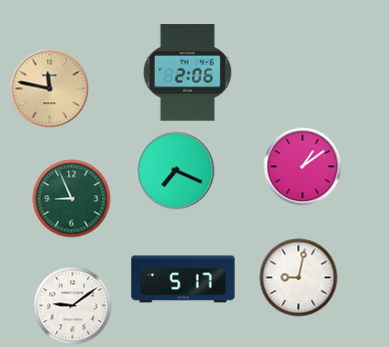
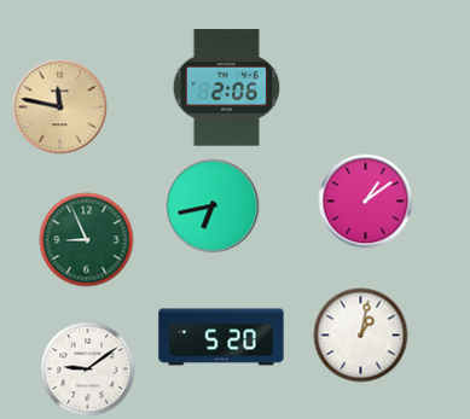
clock at (175, 170): 7:19 -> 6:43
clock at (298, 277): 9:02 -> 1:02
clock at (183, 279): 5:17 -> 5:20
